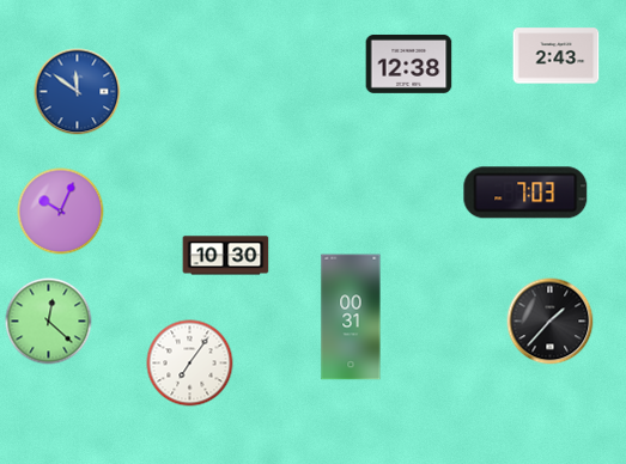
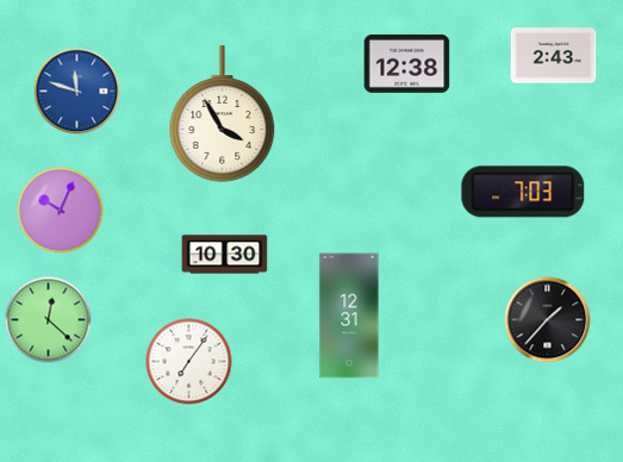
clock at (78, 92): 11:51 -> 11:48
clock at (223, 114): none -> 3:55
clock at (351, 317): 00:31 -> 12:31
